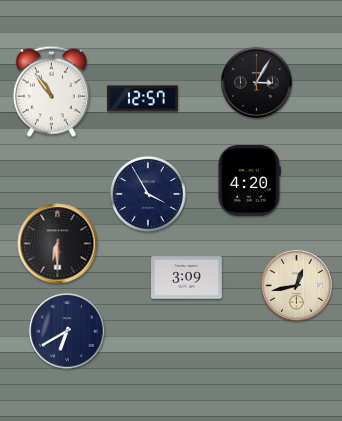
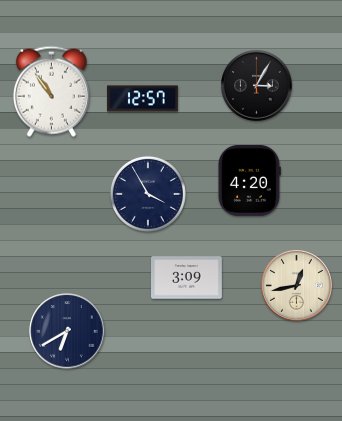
clock at (257, 83) position: (257, 83) -> (257, 86)
clock at (58, 244): 6:30 -> none
